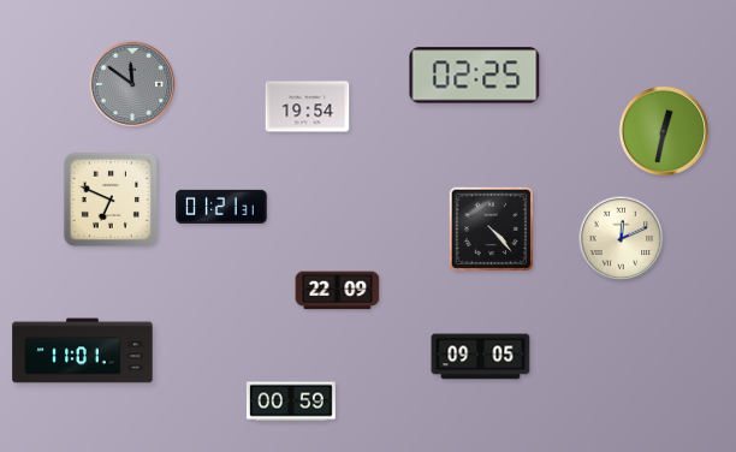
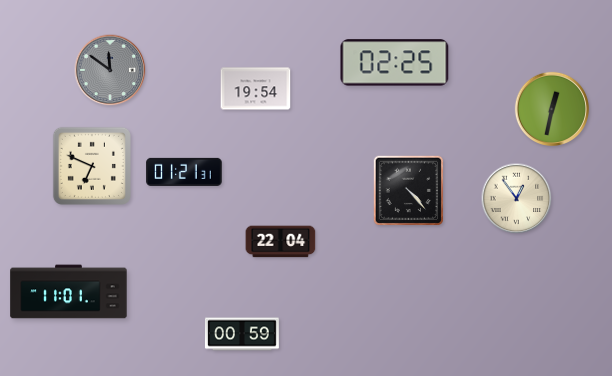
clock at (622, 239): 12:11 -> 12:54
clock at (338, 291): 22:09 -> 22:04
clock at (481, 357): 09:05 -> none
